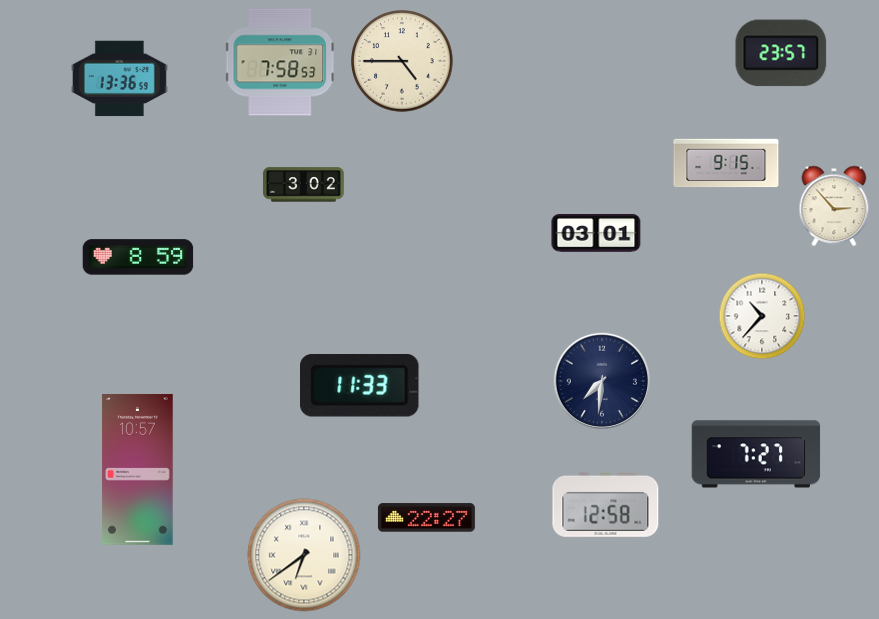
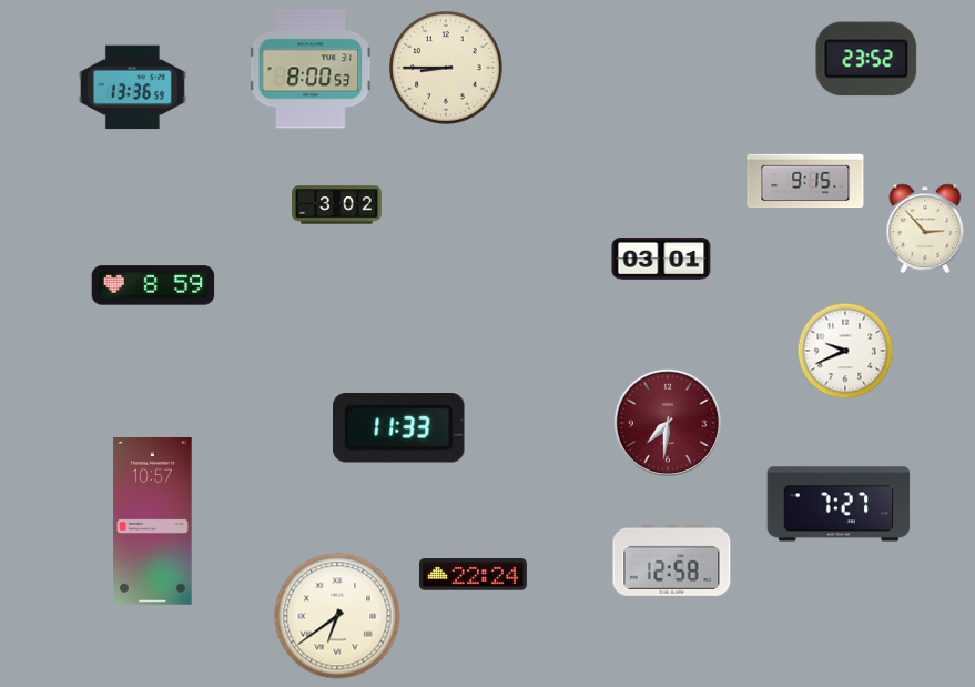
clock at (781, 53): 23:57 -> 23:52
clock at (281, 62): 7:58 -> 8:00
clock at (403, 62): 4:45 -> 8:45
clock at (762, 316): 10:37 -> 9:41
clock at (601, 380) dial: navy -> burgundy
clock at (426, 518): 22:27 -> 22:24
